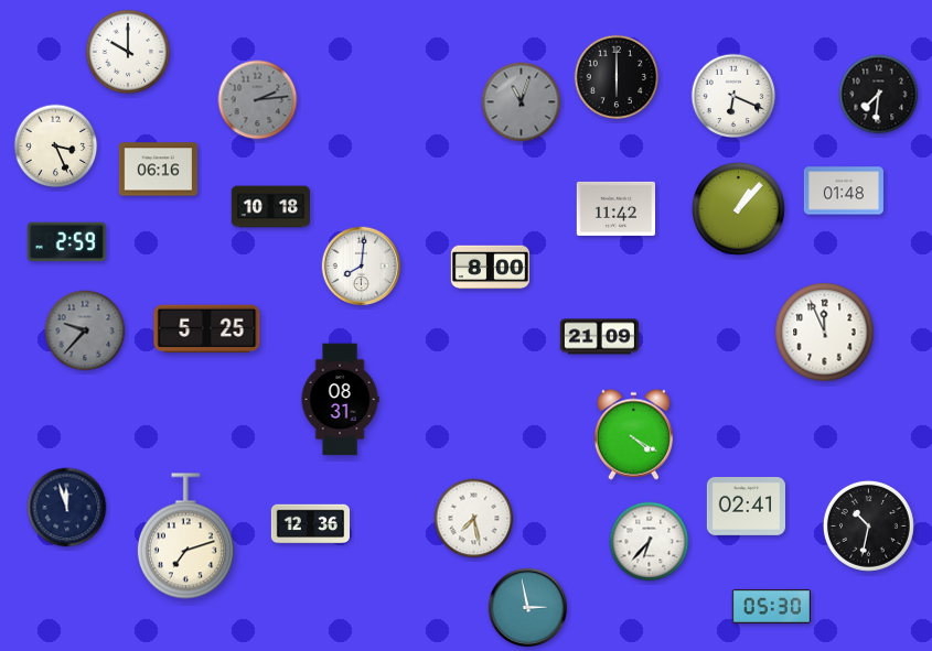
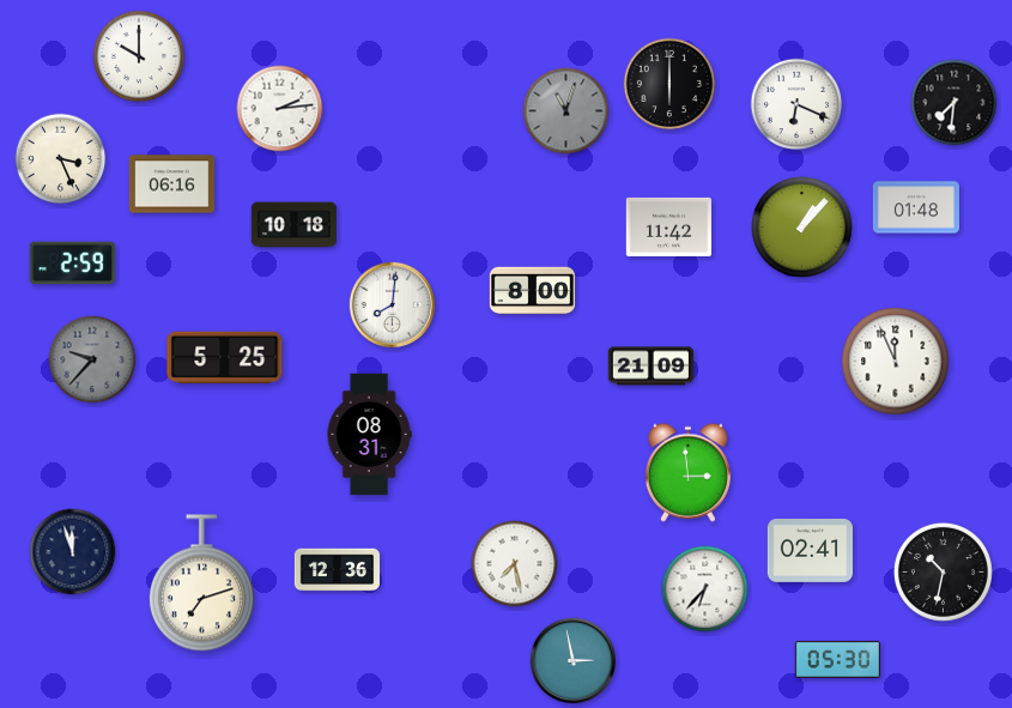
clock at (258, 100) dial: grey -> white
clock at (362, 267) position: (362, 267) -> (393, 305)
clock at (633, 434): 4:20 -> 2:59
